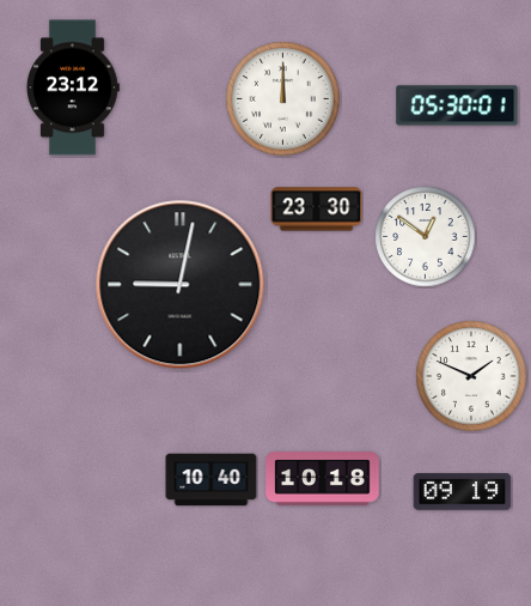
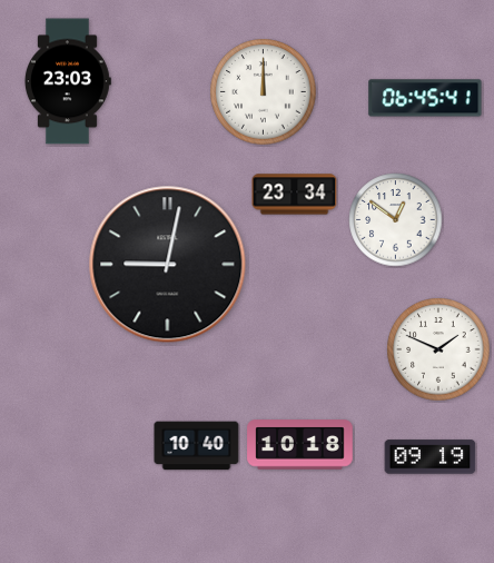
clock at (72, 87): 23:12 -> 23:03
clock at (457, 105): 05:30 -> 06:45
clock at (317, 210): 23:30 -> 23:34
